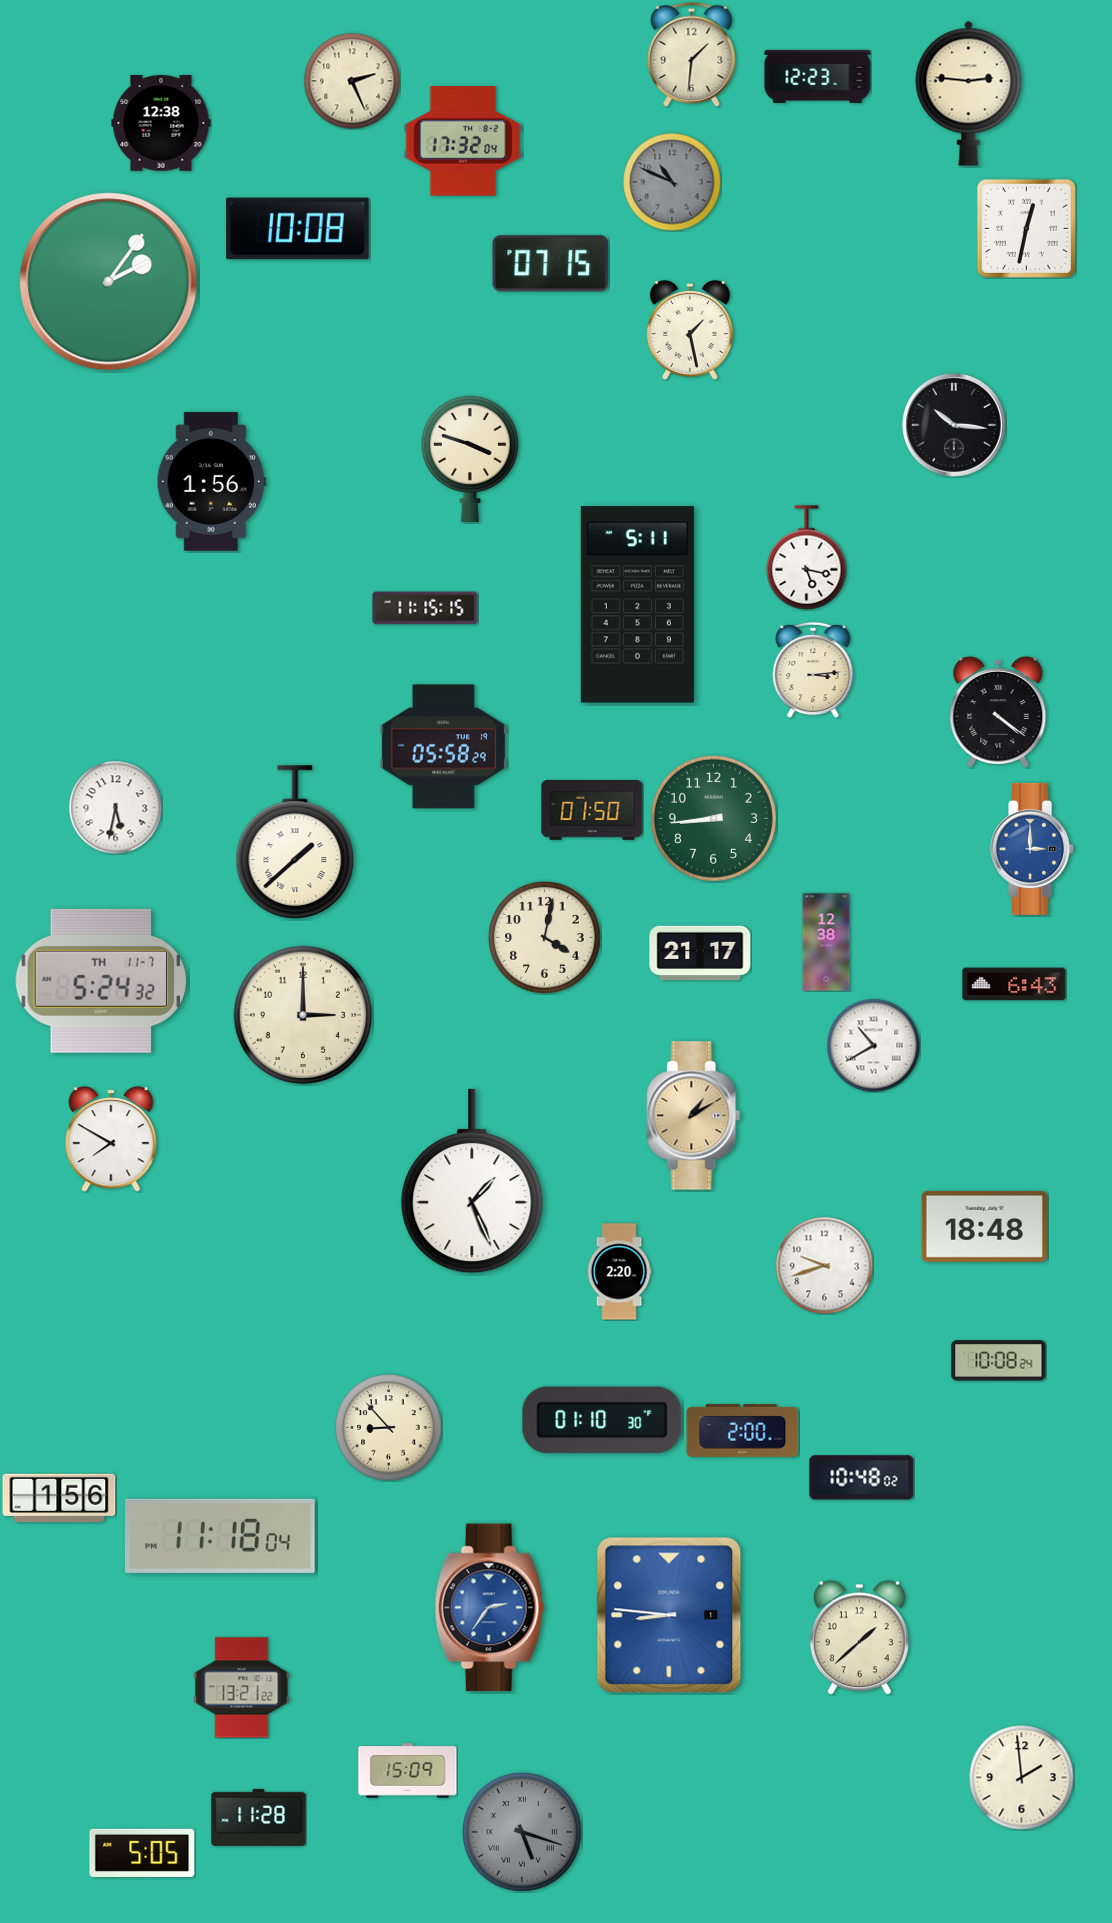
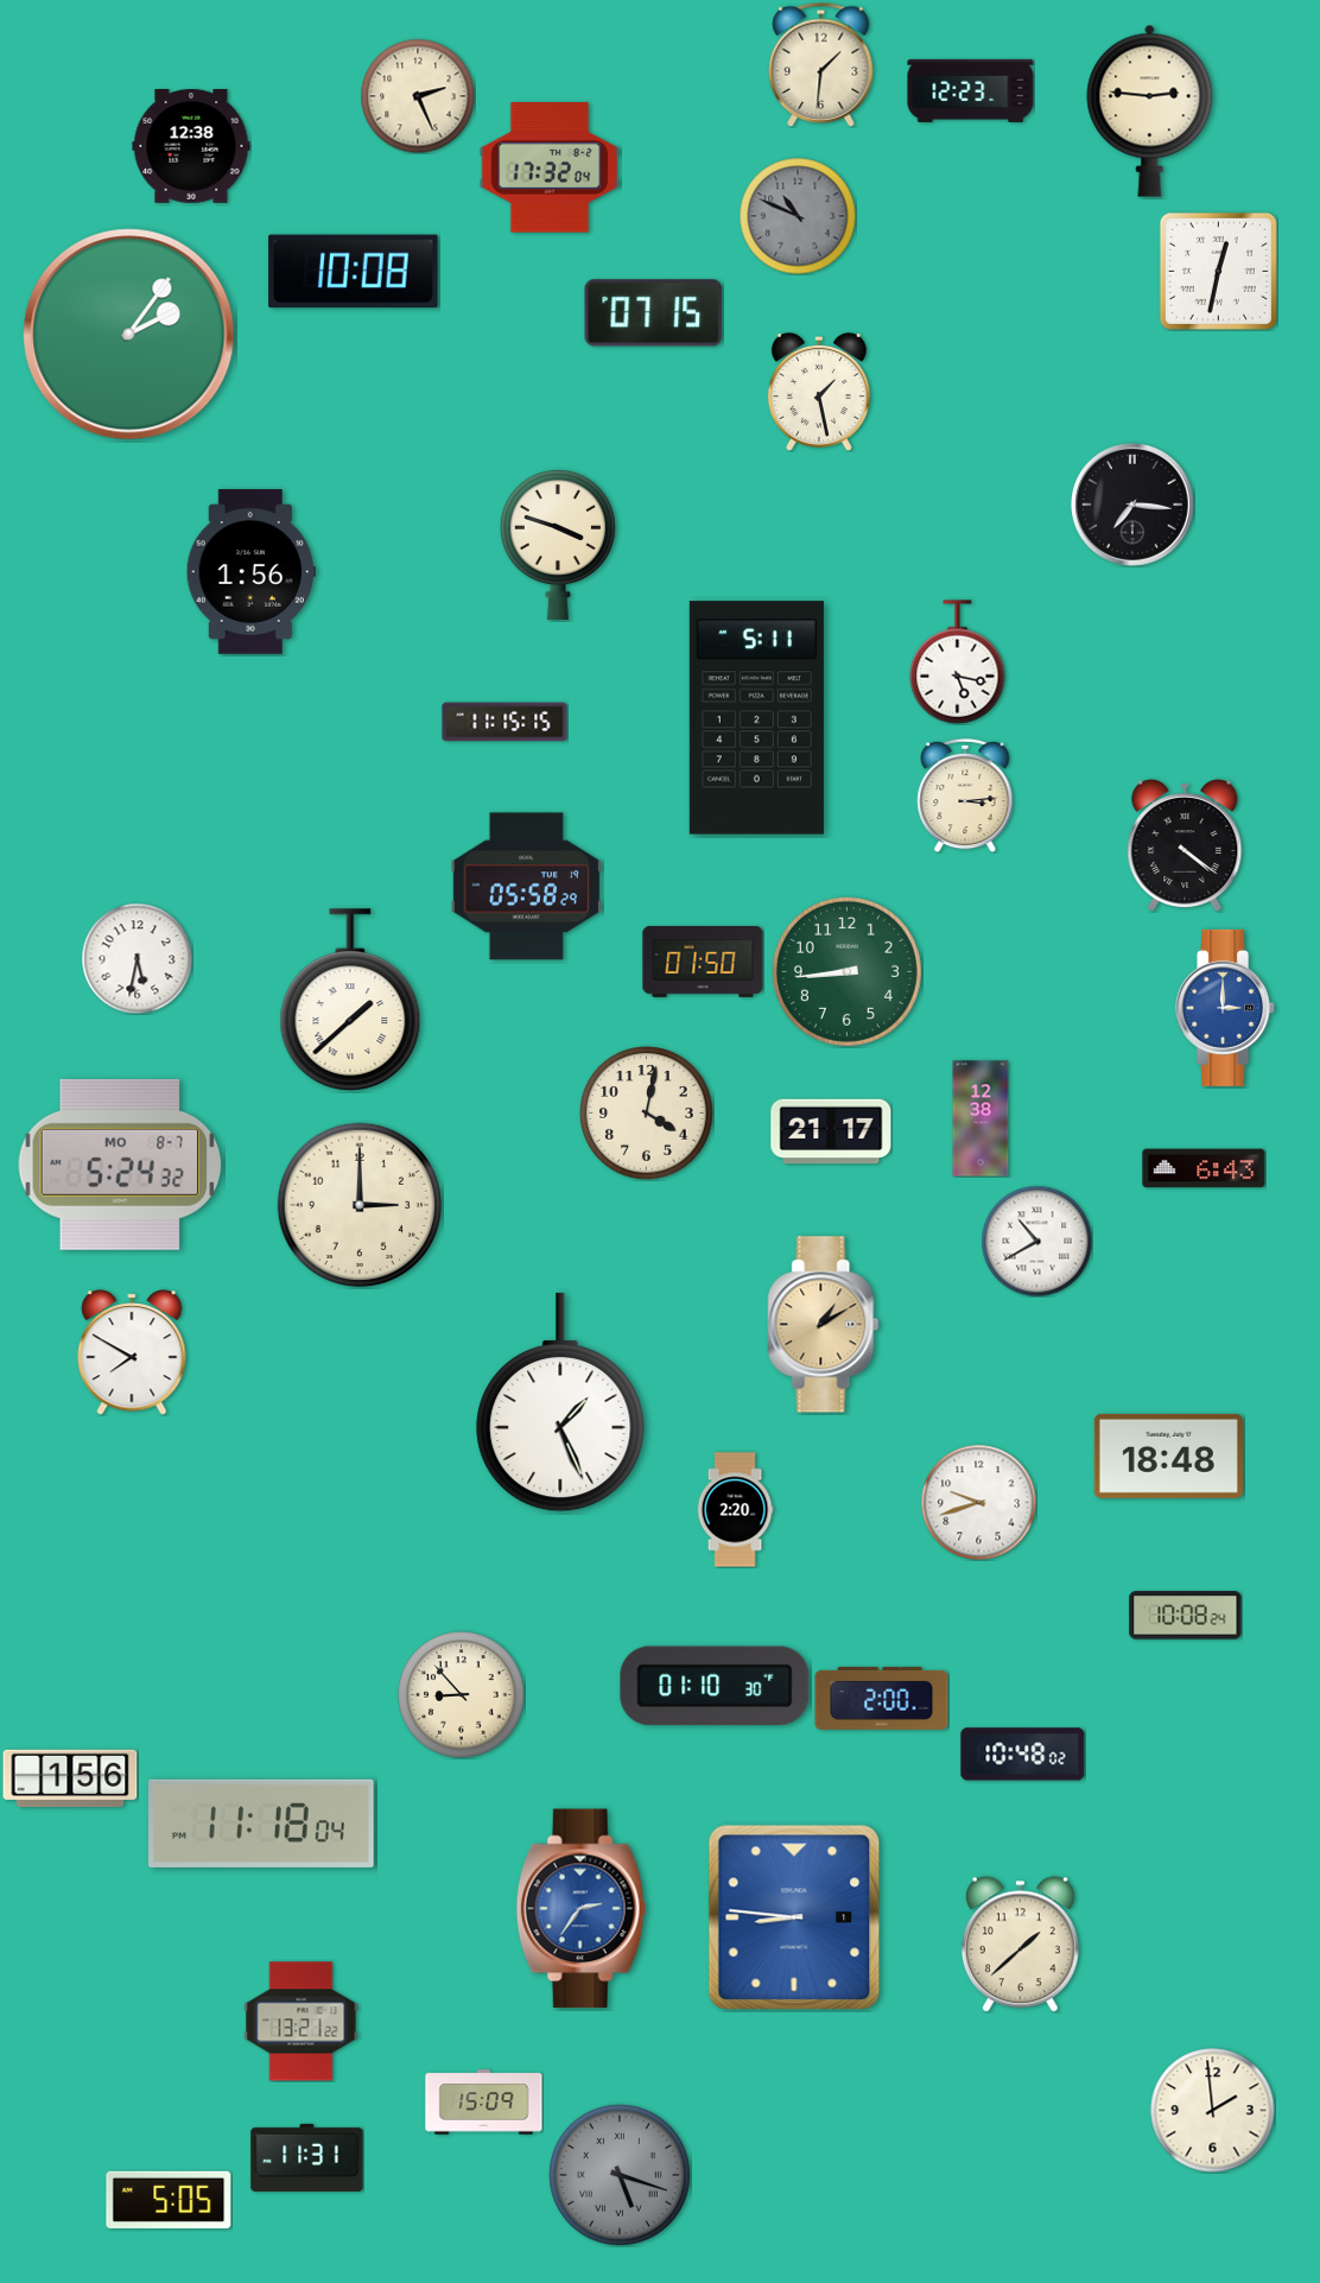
clock at (955, 426): 10:16 -> 7:16
clock at (101, 981) date: TH 11-7 -> MO 8-7
clock at (242, 1688) position: (242, 1688) -> (302, 2022)
clock at (259, 1817): 11:28 -> 11:31
